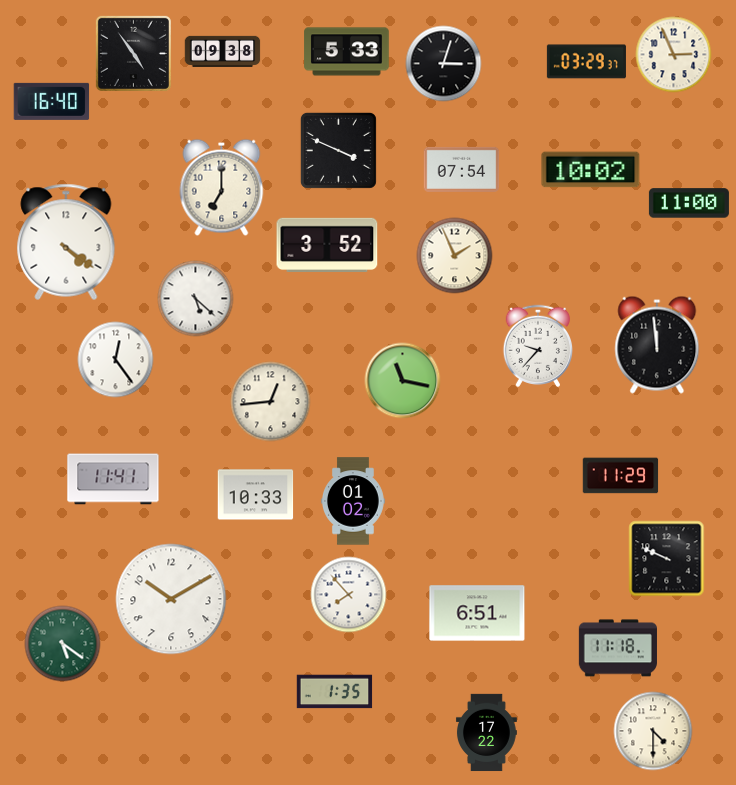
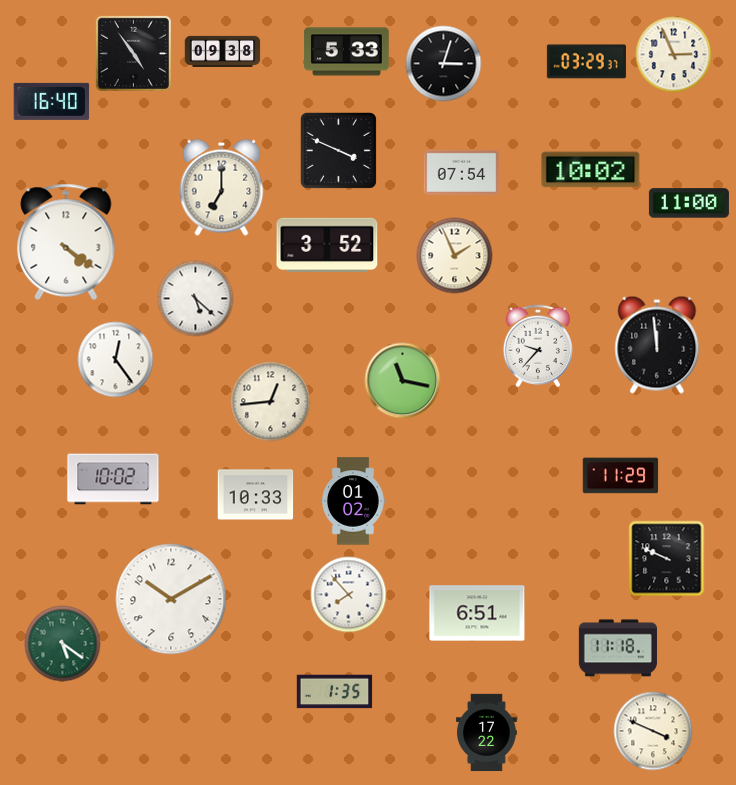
clock at (462, 169) position: (462, 169) -> (462, 172)
clock at (113, 479): 11:41 -> 10:02
clock at (653, 731): 4:30 -> 3:49
